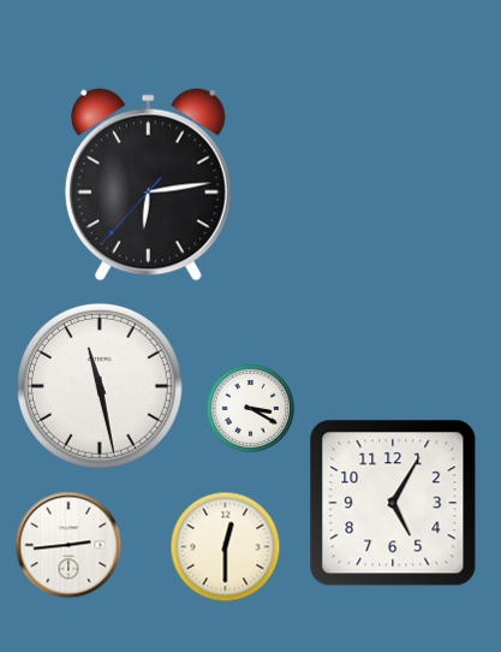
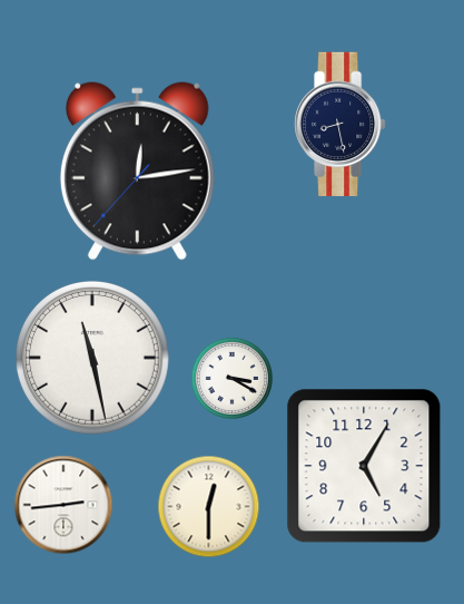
clock at (340, 124): none -> 8:28
clock at (148, 185): 6:13 -> 12:13
